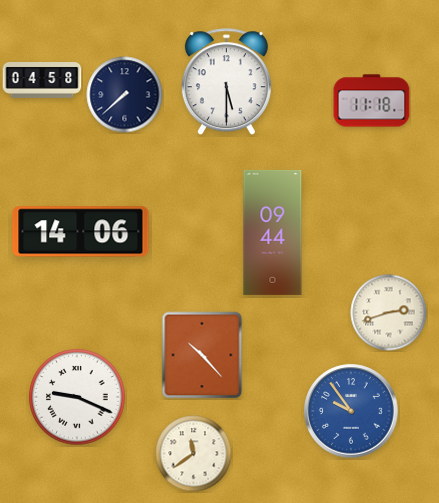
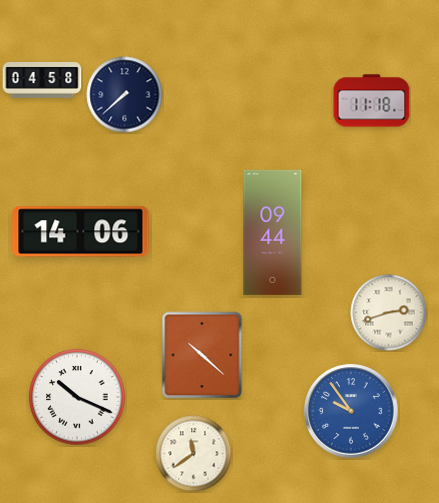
clock at (226, 82): 5:30 -> none
clock at (202, 355): 10:23 -> 10:22
clock at (77, 397): 9:19 -> 10:19
